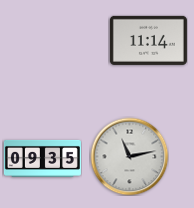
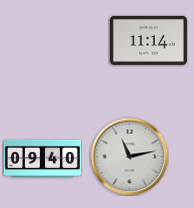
clock at (42, 158): 09:35 -> 09:40
